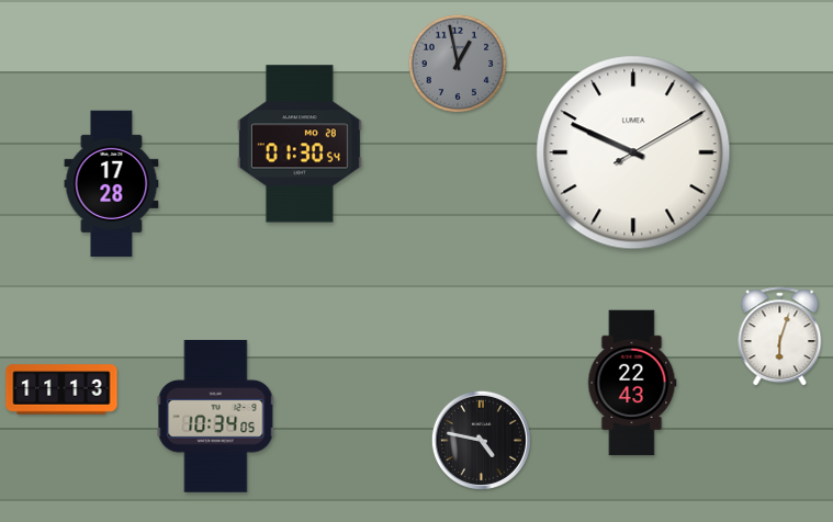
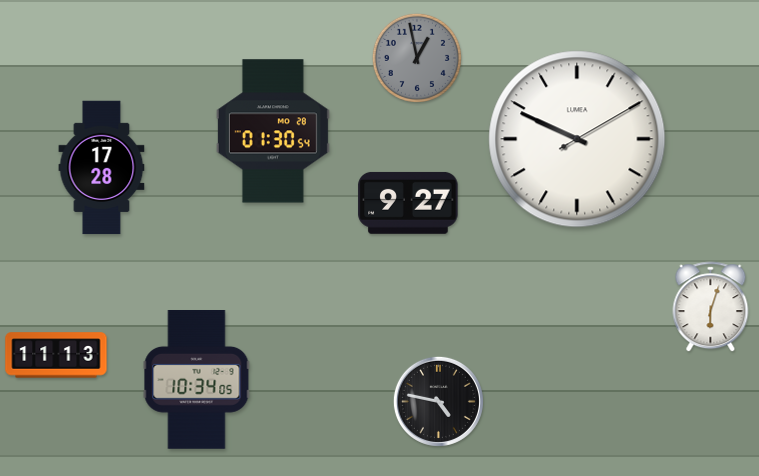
clock at (408, 203): none -> 9:27
clock at (632, 383): 22:43 -> none
